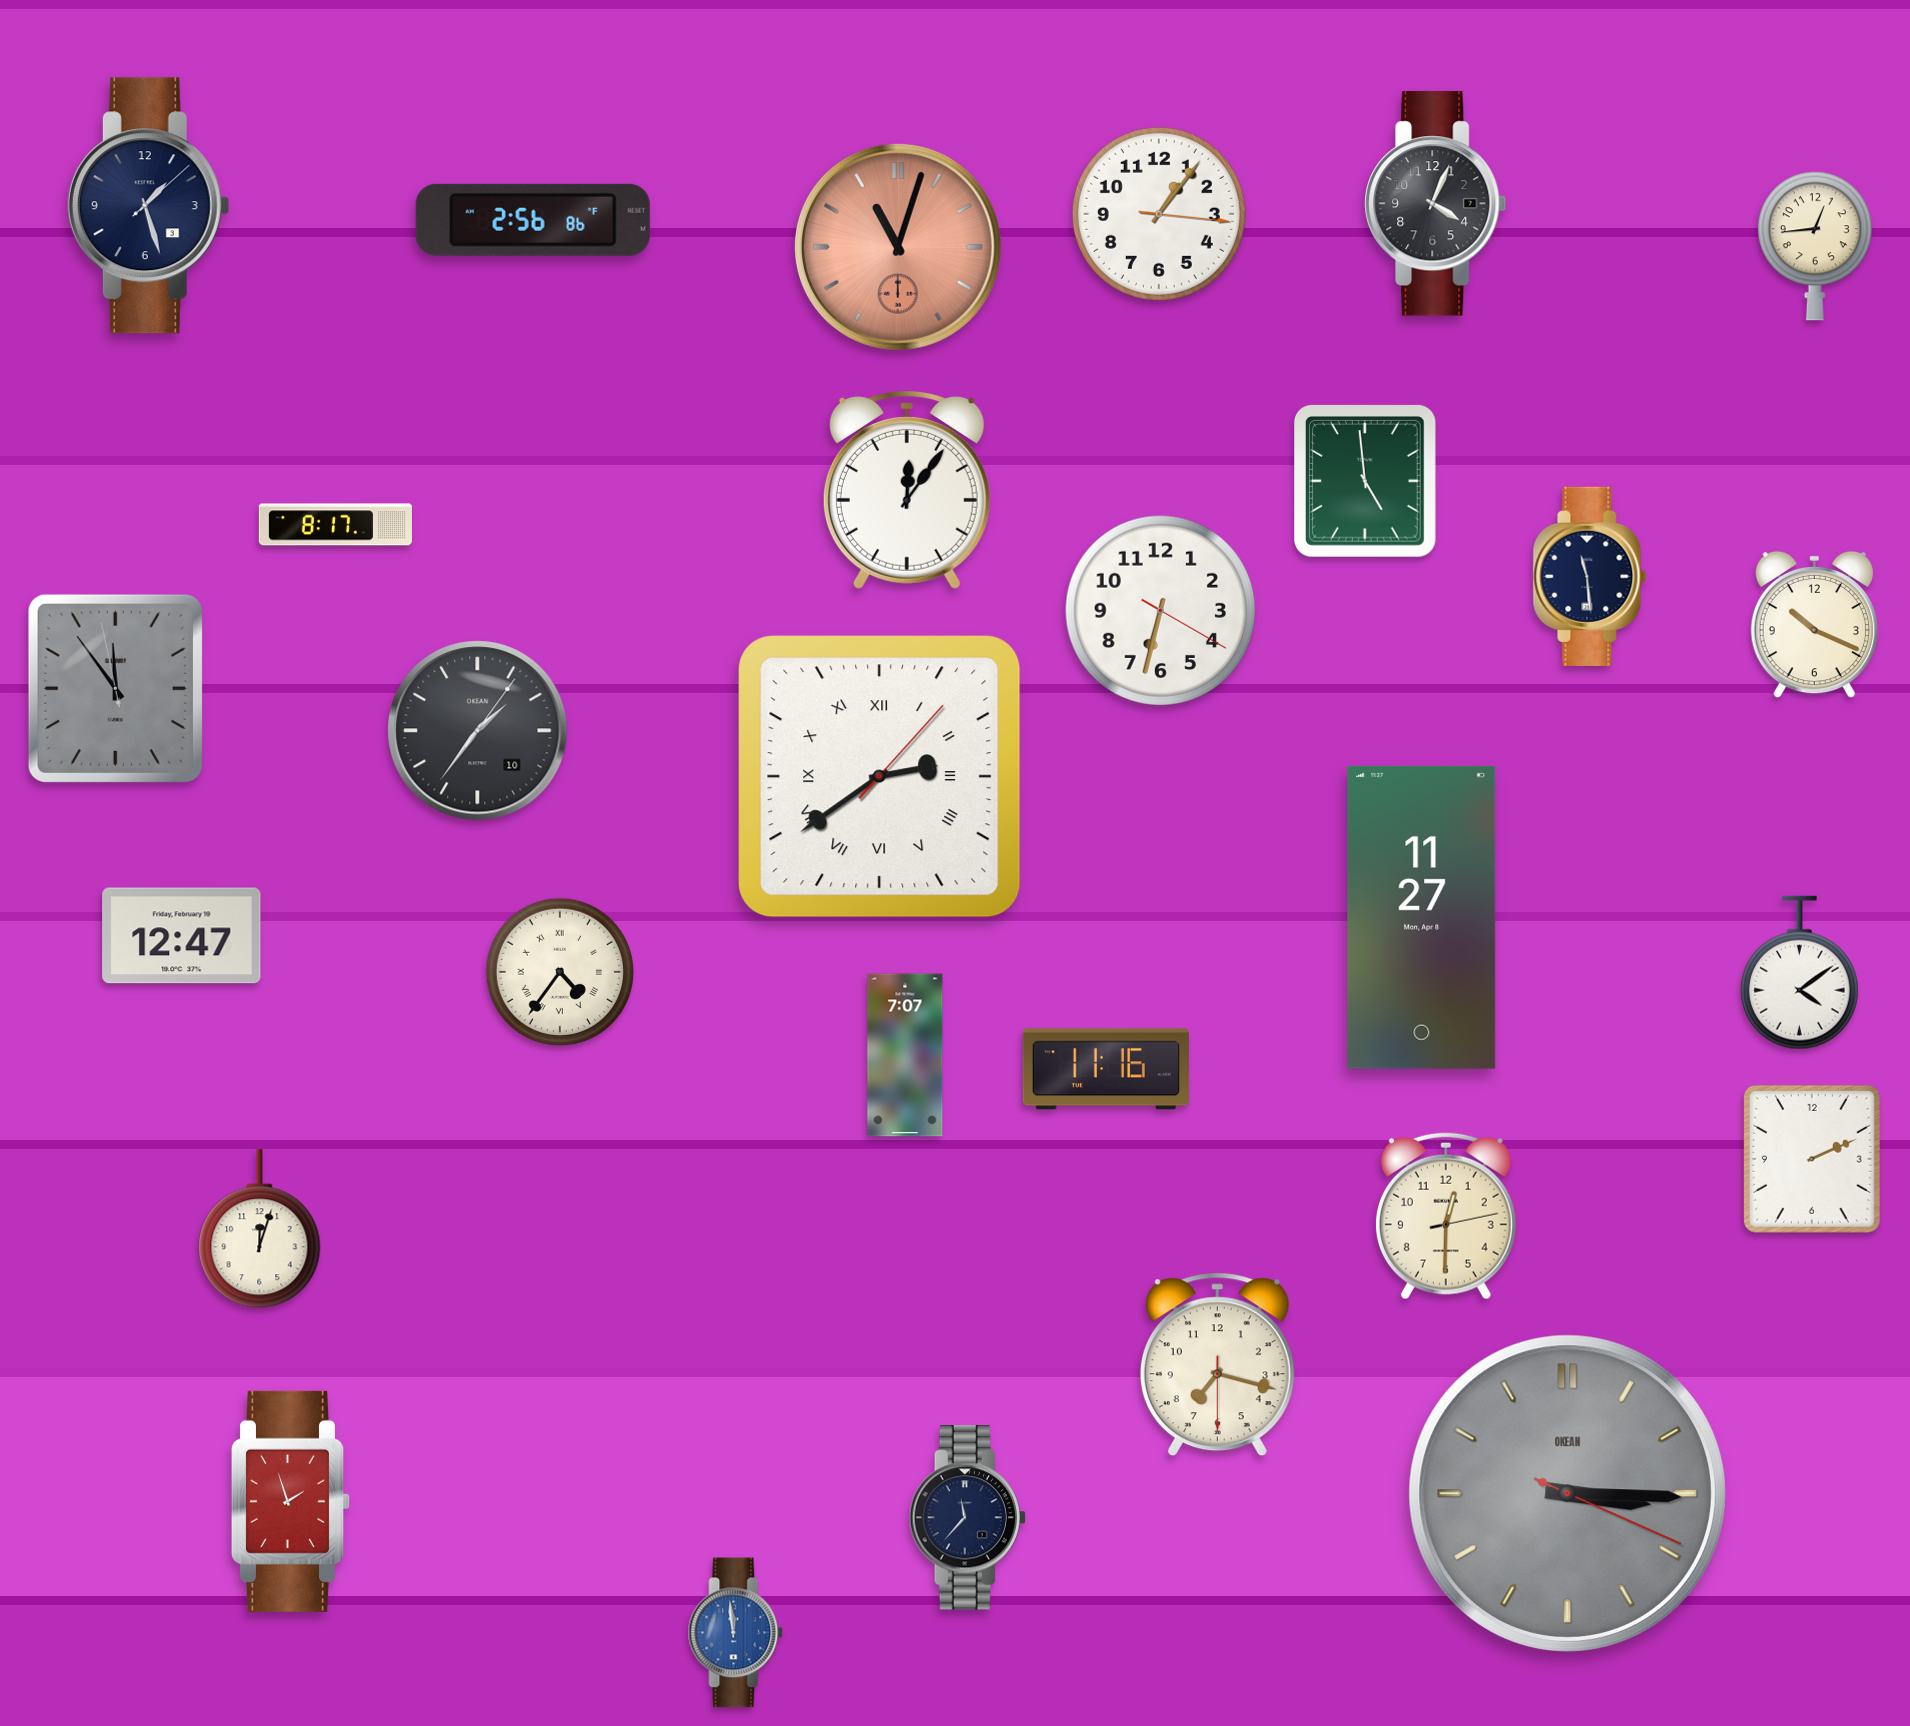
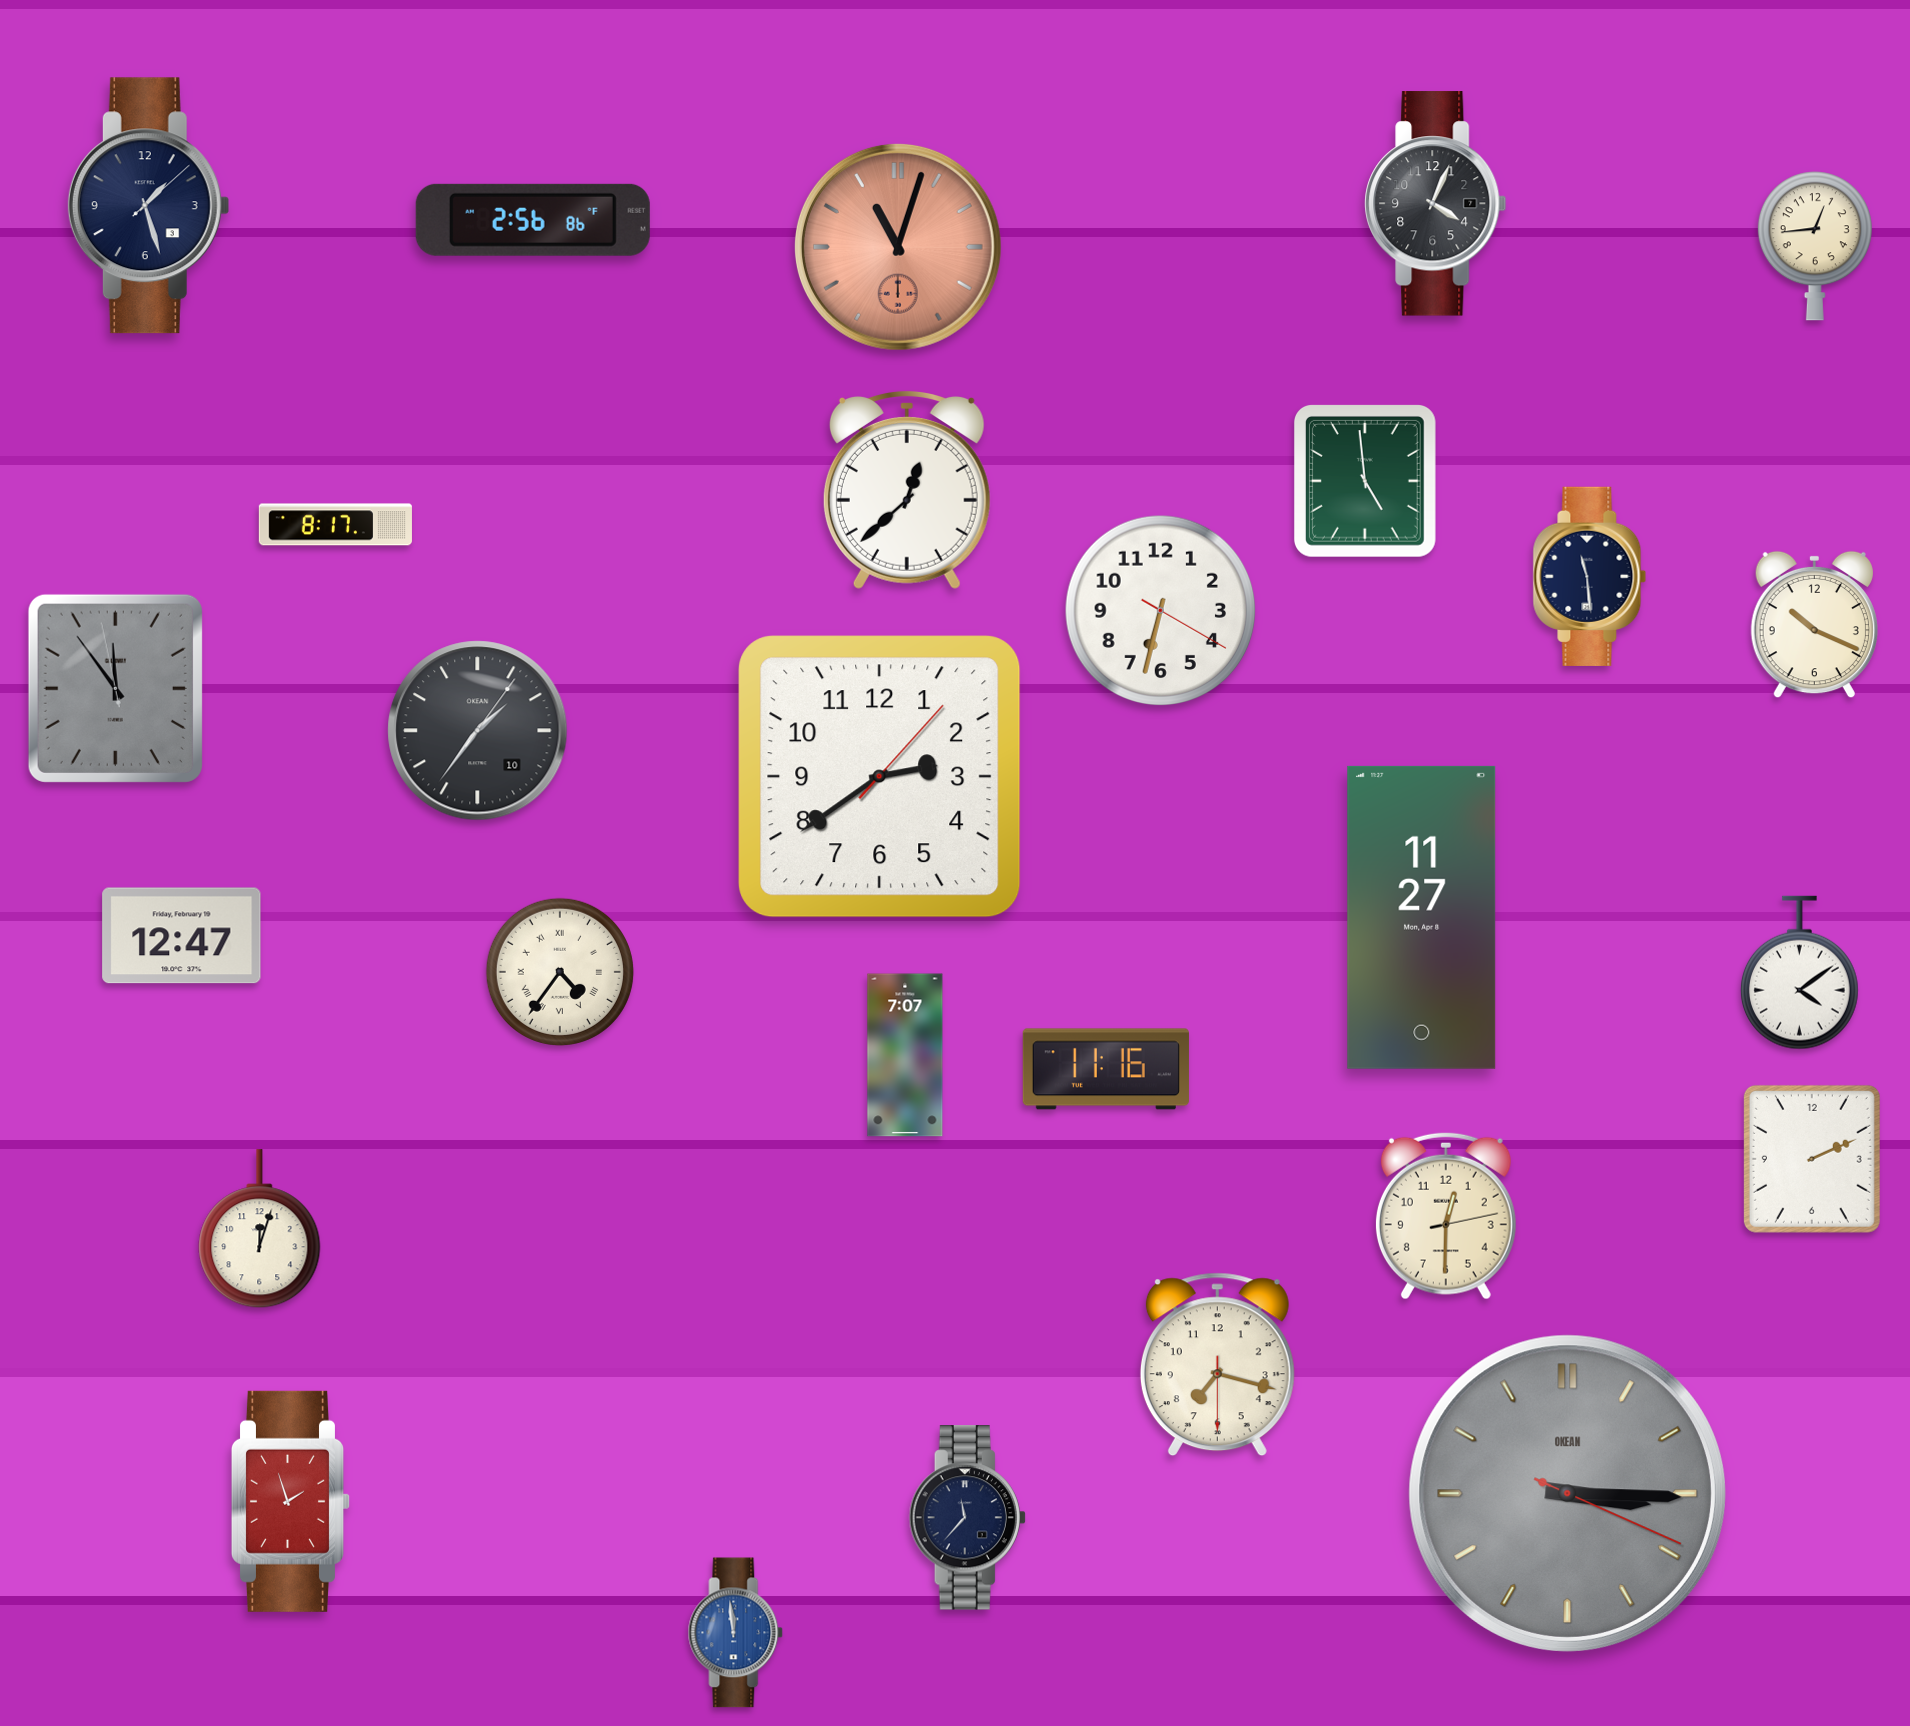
clock at (1159, 214): 1:06 -> none
clock at (907, 490): 12:06 -> 12:38
clock at (880, 777) numerals: Roman -> Arabic
